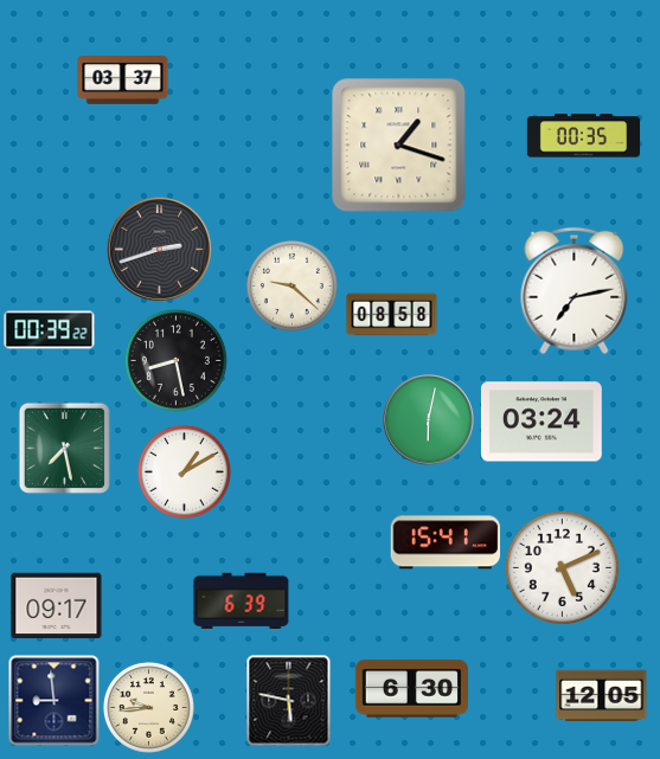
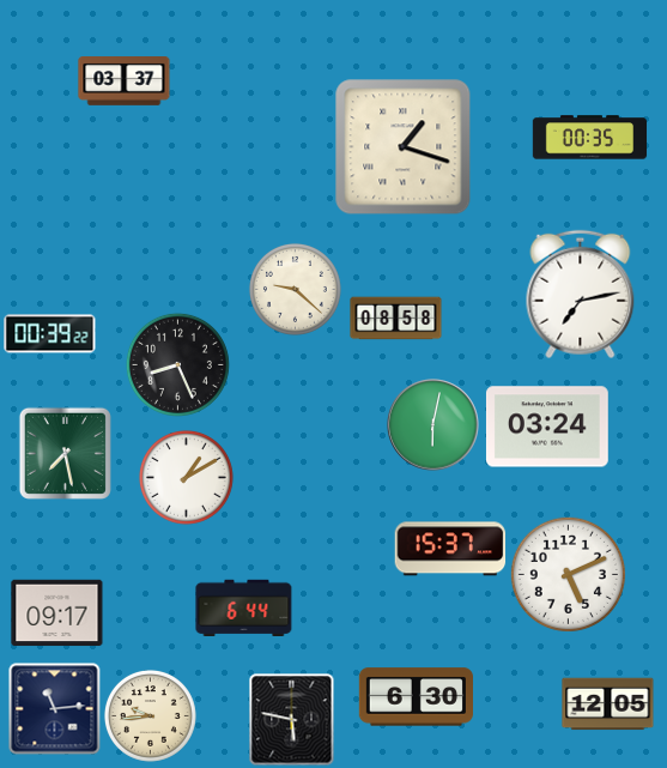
clock at (159, 249): 2:42 -> none
clock at (175, 360): 8:28 -> 8:26
clock at (446, 542): 15:41 -> 15:37
clock at (242, 600): 6:39 -> 6:44
clock at (55, 701): 8:59 -> 11:14
clock at (289, 701) position: (289, 701) -> (292, 720)
